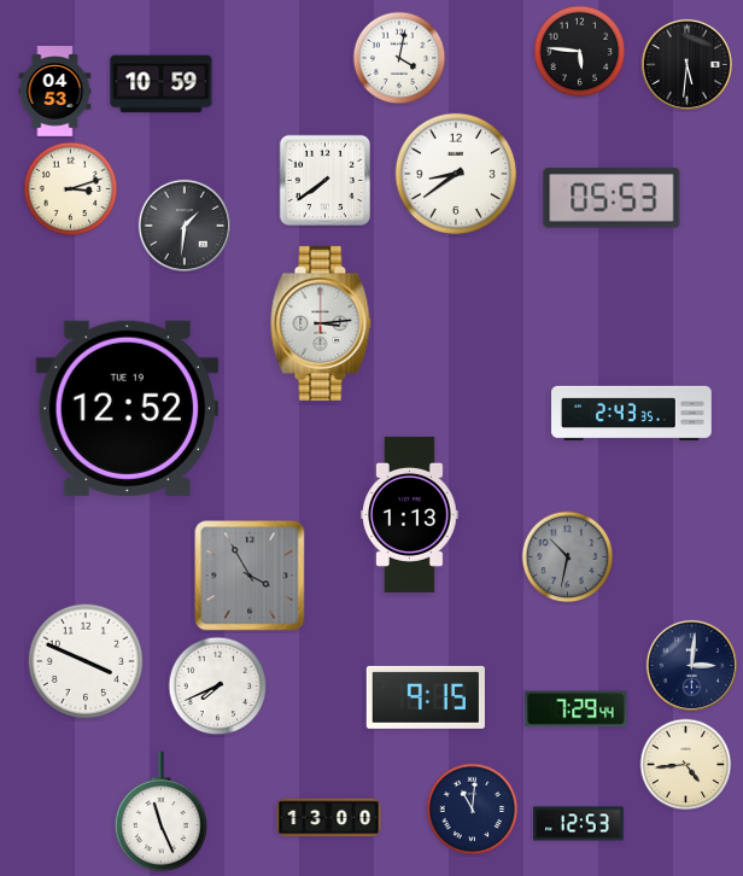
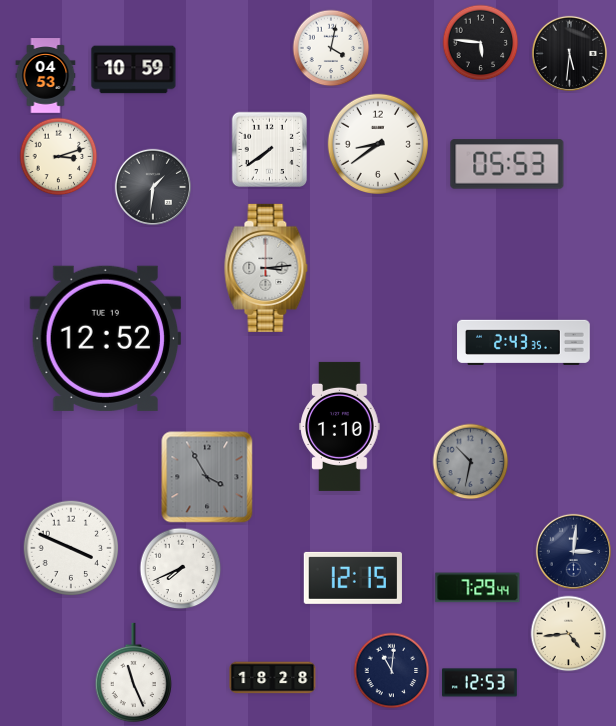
clock at (410, 514): 1:13 -> 1:10
clock at (426, 697): 9:15 -> 12:15
clock at (329, 818): 13:00 -> 18:28
